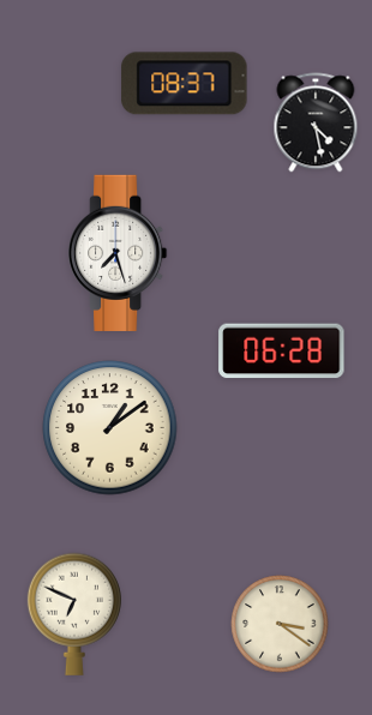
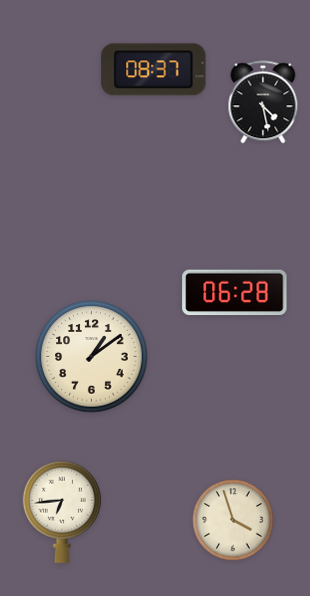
clock at (118, 253): 7:27 -> none
clock at (74, 614): 6:49 -> 6:44
clock at (280, 624): 3:21 -> 3:57
